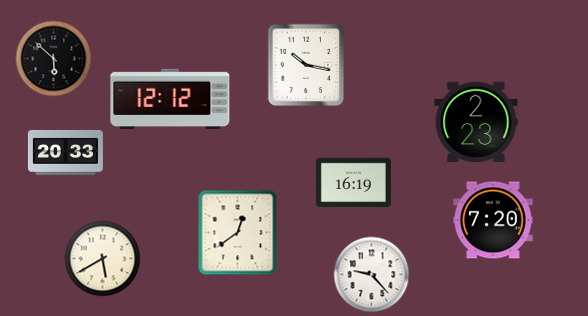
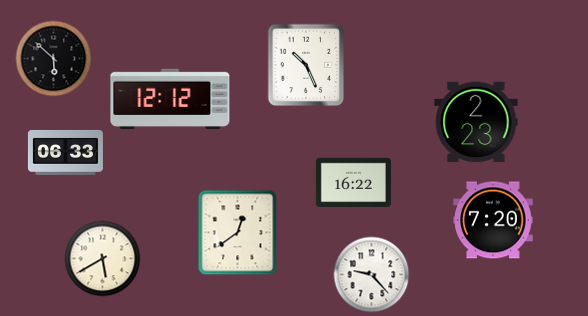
clock at (306, 65): 10:17 -> 10:26
clock at (65, 152): 20:33 -> 06:33
clock at (353, 183): 16:19 -> 16:22
